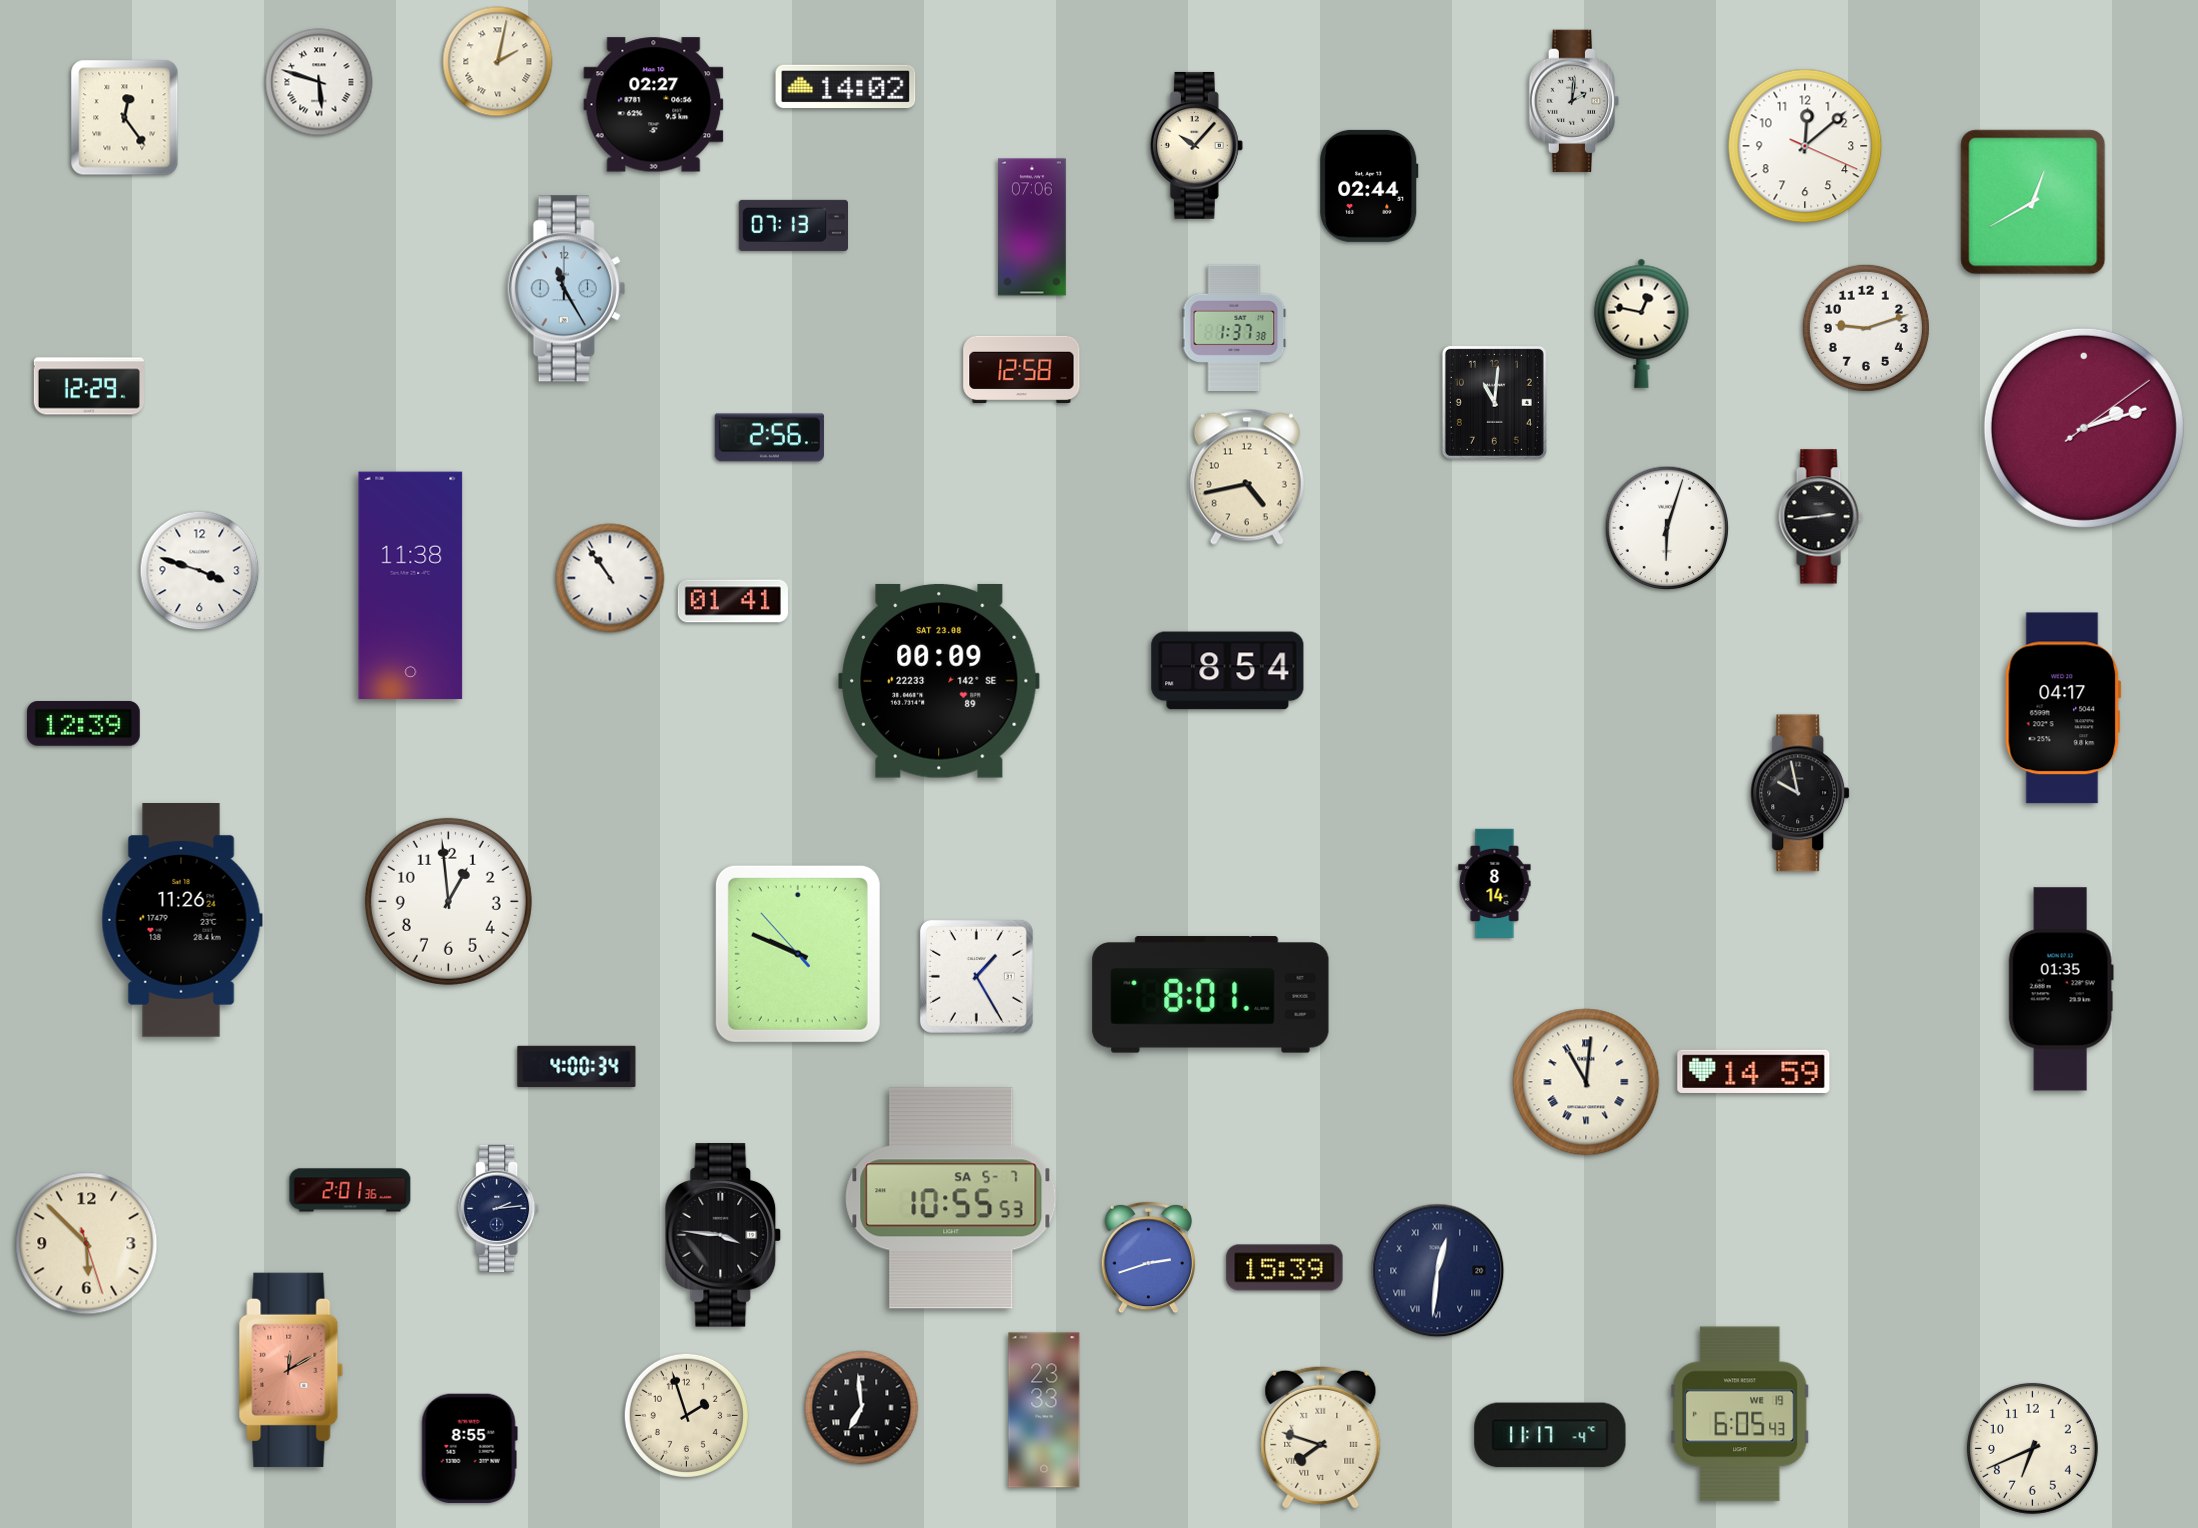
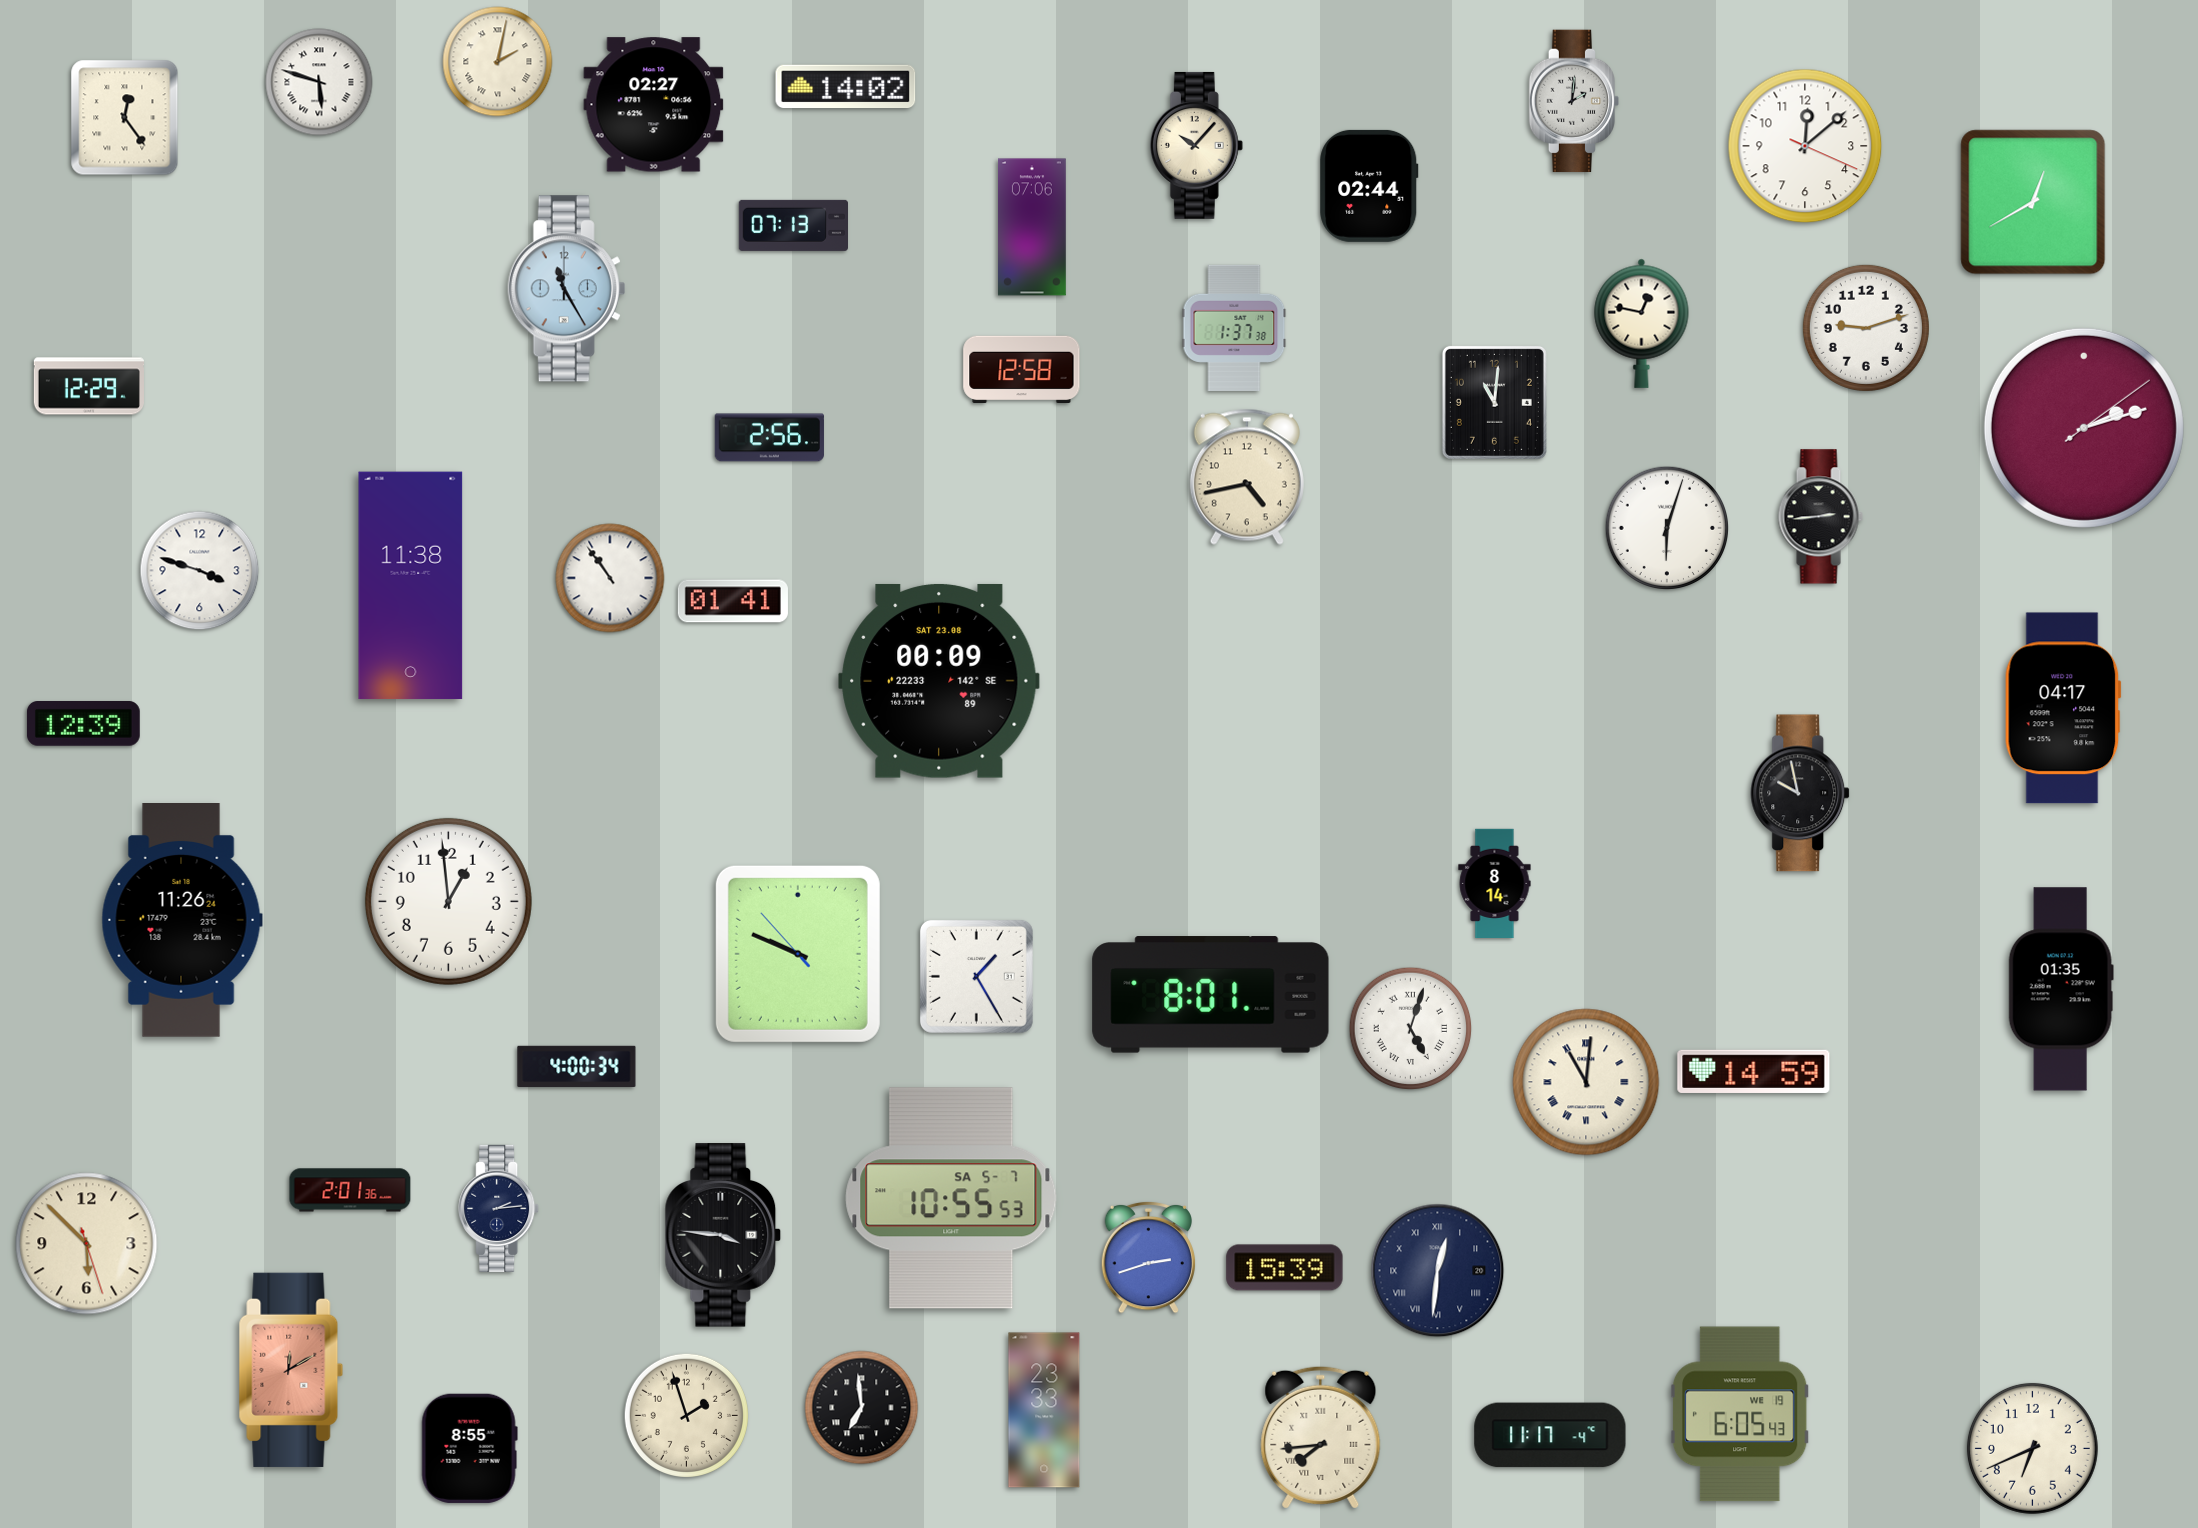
clock at (1228, 671): 8:54 -> none
clock at (1411, 1029): none -> 5:03
clock at (1321, 1437): 7:48 -> 7:44
